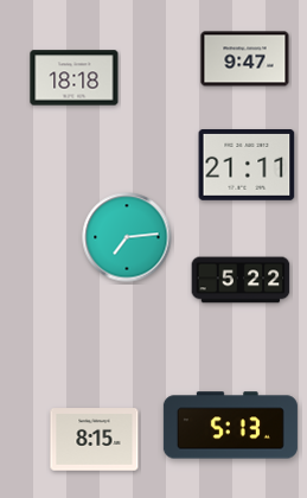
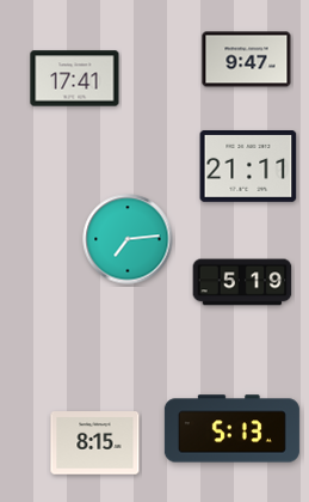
clock at (75, 78): 18:18 -> 17:41
clock at (241, 280): 5:22 -> 5:19
